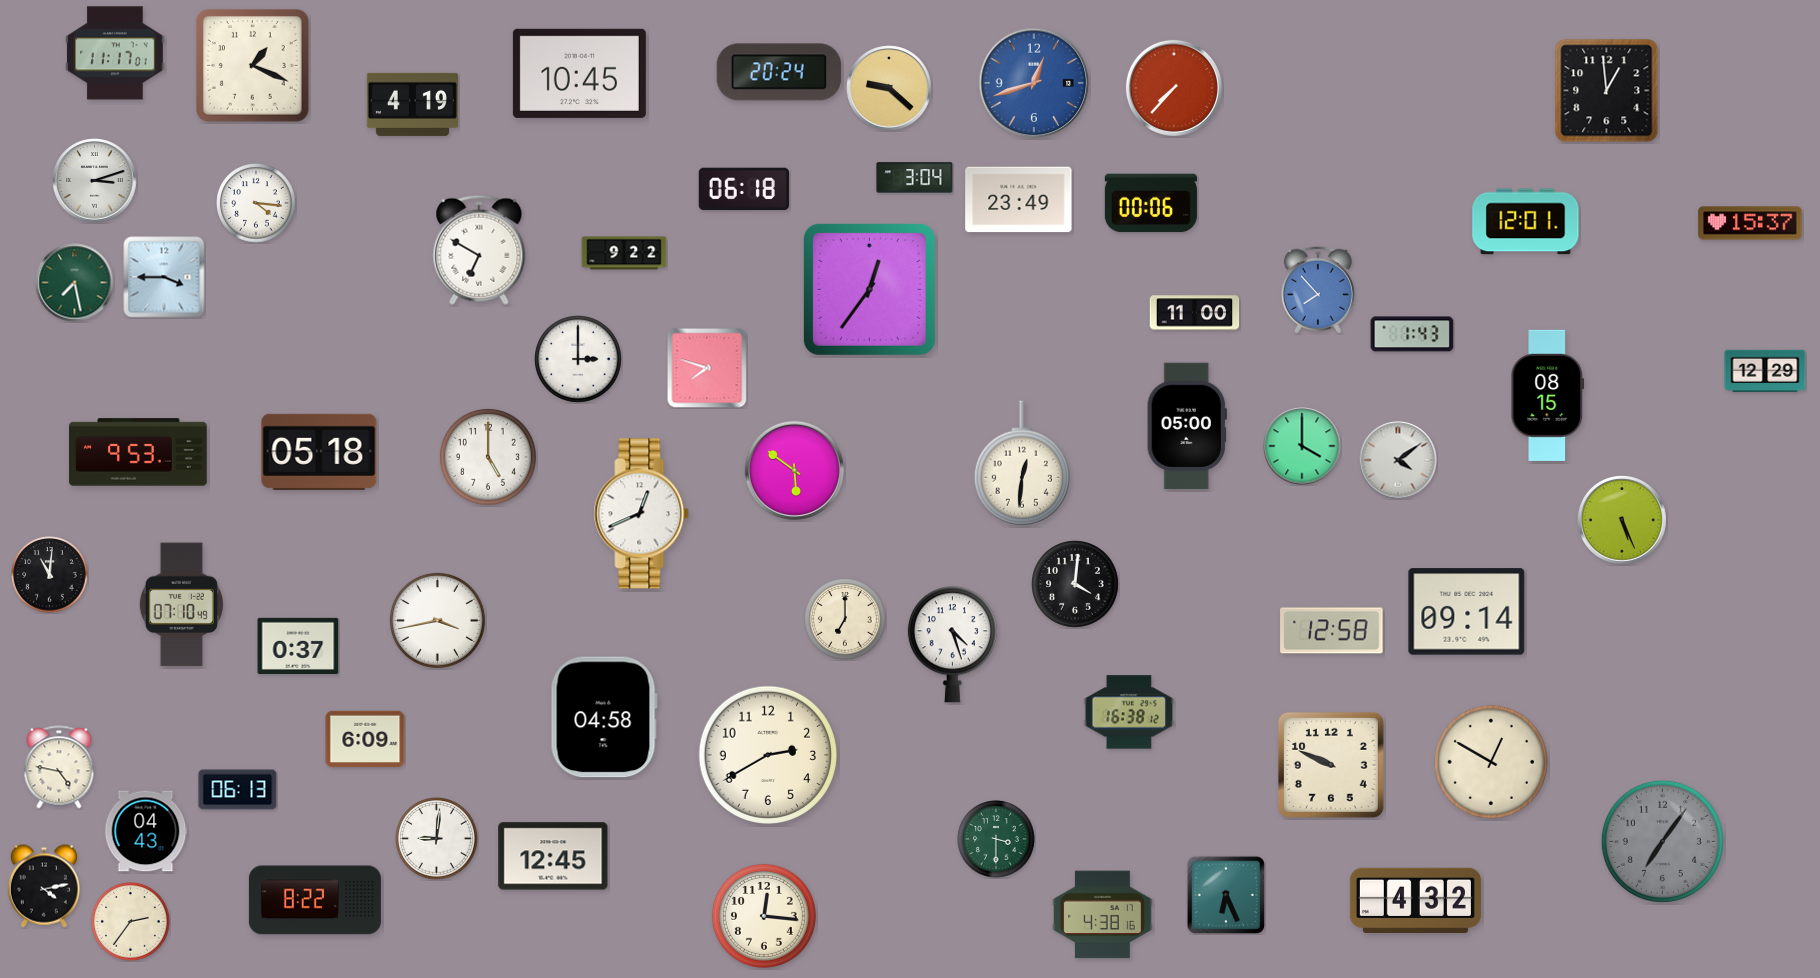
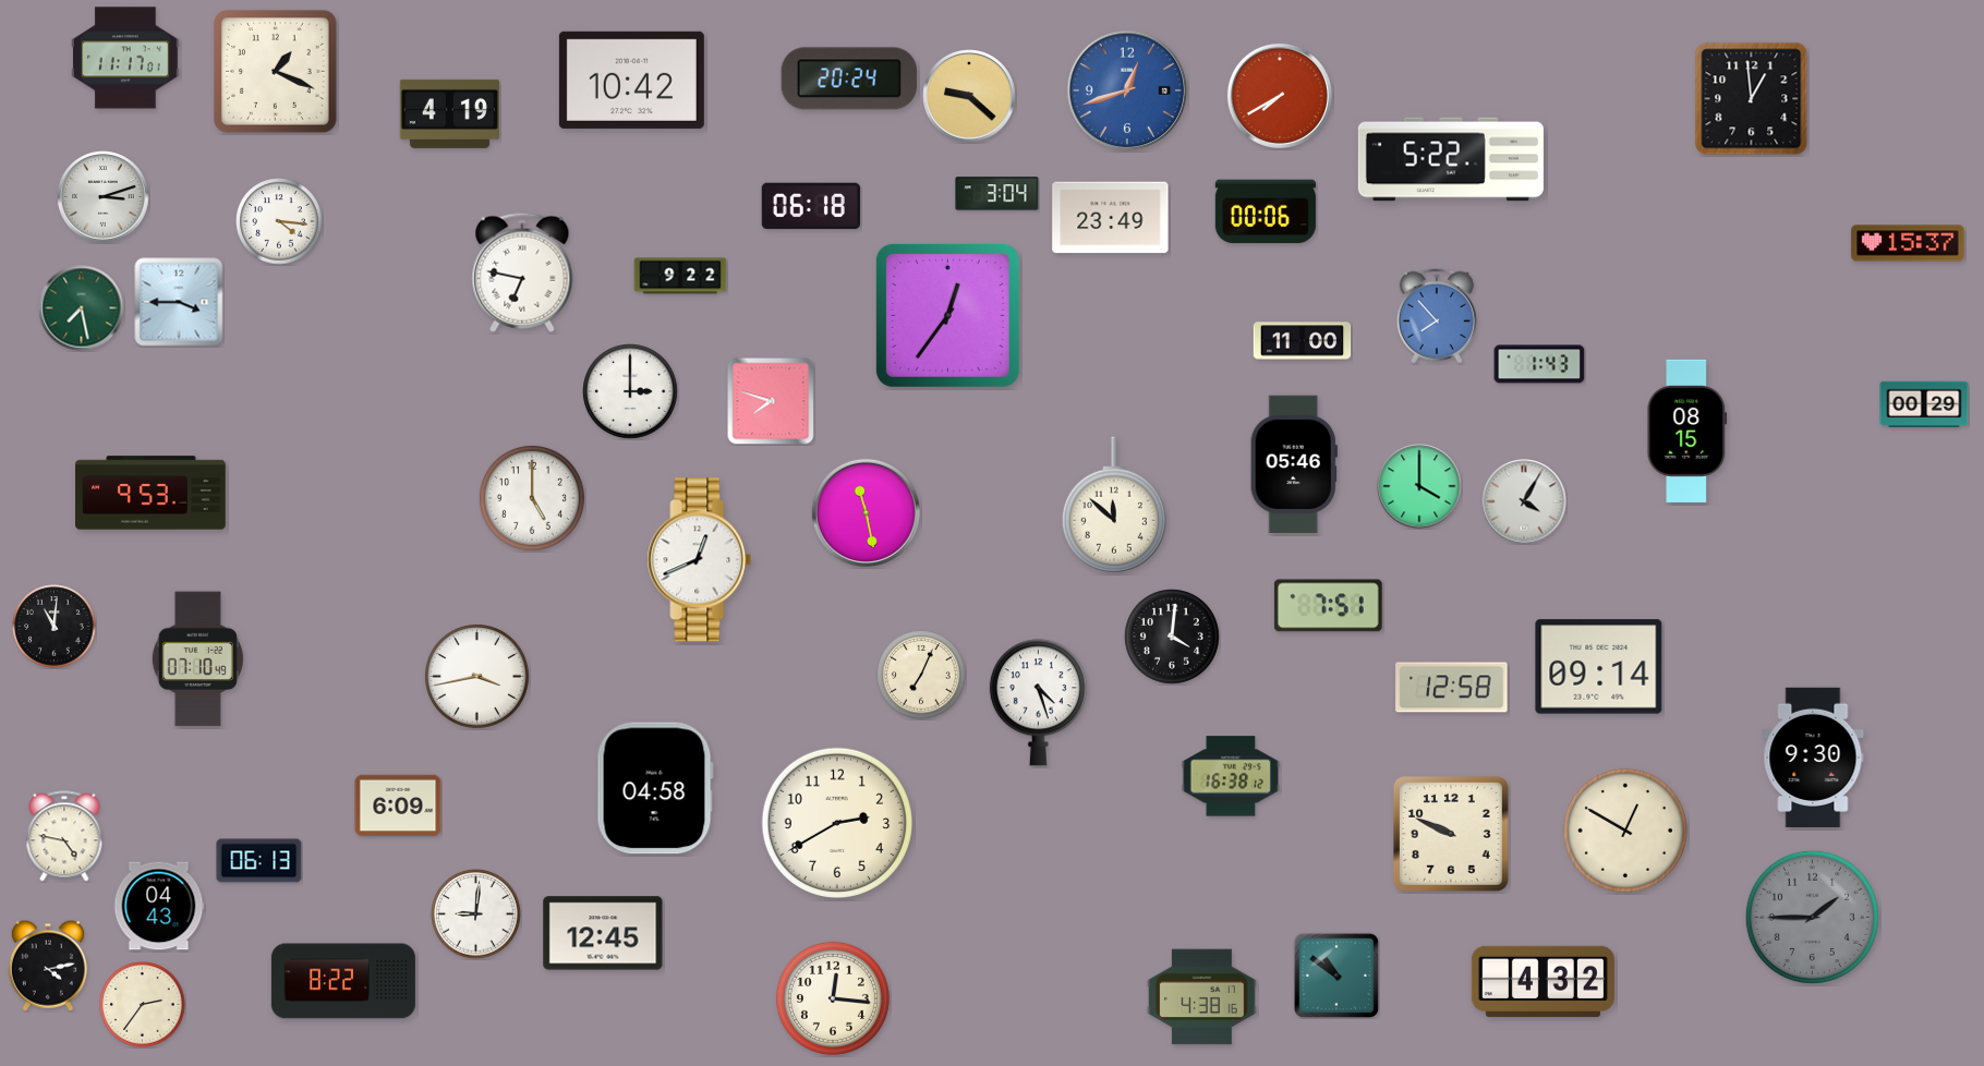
clock at (579, 73): 10:45 -> 10:42
clock at (1174, 88): 7:37 -> 7:40
clock at (1451, 159): none -> 5:22
clock at (1151, 203) position: (1151, 203) -> (1266, 211)
clock at (1526, 222): 12:01 -> none
clock at (479, 250): 6:50 -> 6:47
clock at (1765, 370): 12:29 -> 00:29
clock at (1187, 426): 05:00 -> 05:46
clock at (319, 452): 05:18 -> none
clock at (1398, 460): 4:09 -> 4:05
clock at (1022, 463): 12:31 -> 11:52
clock at (794, 470): 5:51 -> 11:28
clock at (1623, 521): 5:26 -> none
clock at (1328, 606): none -> 7:51
clock at (845, 619): 7:00 -> 7:04
clock at (298, 646): 0:37 -> none
clock at (1813, 758): none -> 9:30
clock at (604, 717) position: (604, 717) -> (655, 788)
clock at (996, 839): 3:30 -> none
clock at (1662, 841): 7:06 -> 1:45
clock at (1226, 895): 6:26 -> 10:51
